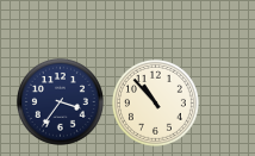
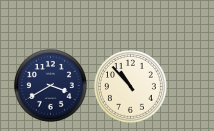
clock at (60, 101): 3:36 -> 3:40
